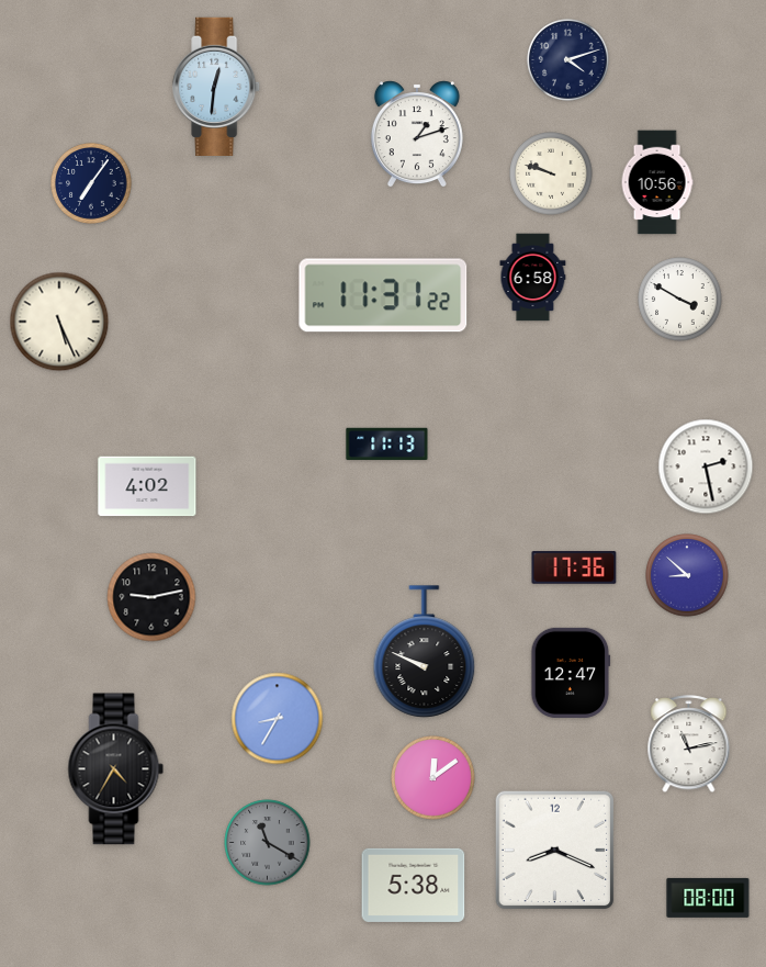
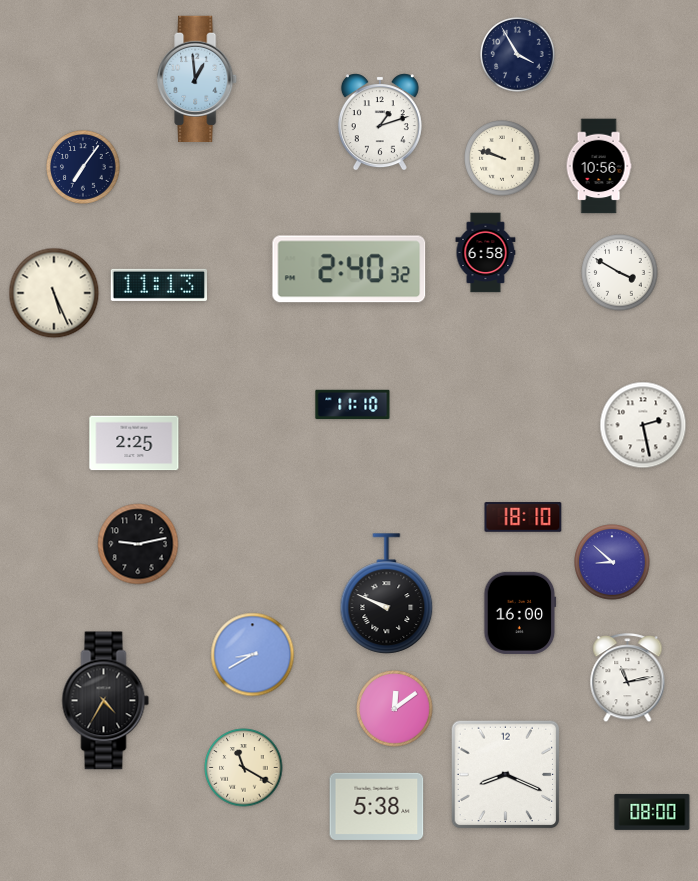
clock at (568, 60): 4:12 -> 3:55
clock at (217, 86): 12:31 -> 12:59
clock at (383, 295): 11:31 -> 2:40
clock at (158, 285): none -> 11:13
clock at (387, 445): 11:13 -> 11:10
clock at (147, 486): 4:02 -> 2:25
clock at (574, 567): 17:36 -> 18:10
clock at (687, 575) position: (687, 575) -> (612, 562)
clock at (571, 673): 12:47 -> 16:00
clock at (278, 719): 8:35 -> 8:40
clock at (268, 843) dial: grey -> cream
clock at (708, 898) position: (708, 898) -> (652, 812)
